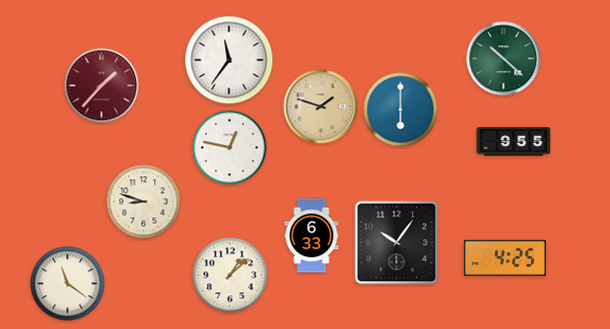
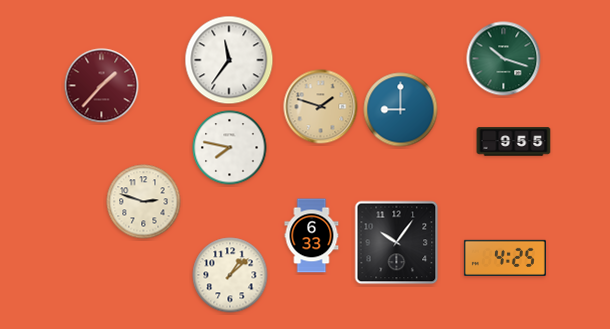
clock at (504, 59): 10:22 -> 10:18
clock at (401, 110): 6:00 -> 9:00
clock at (230, 148): 12:47 -> 7:47
clock at (144, 202): 8:48 -> 2:48
clock at (68, 284): 11:21 -> none
